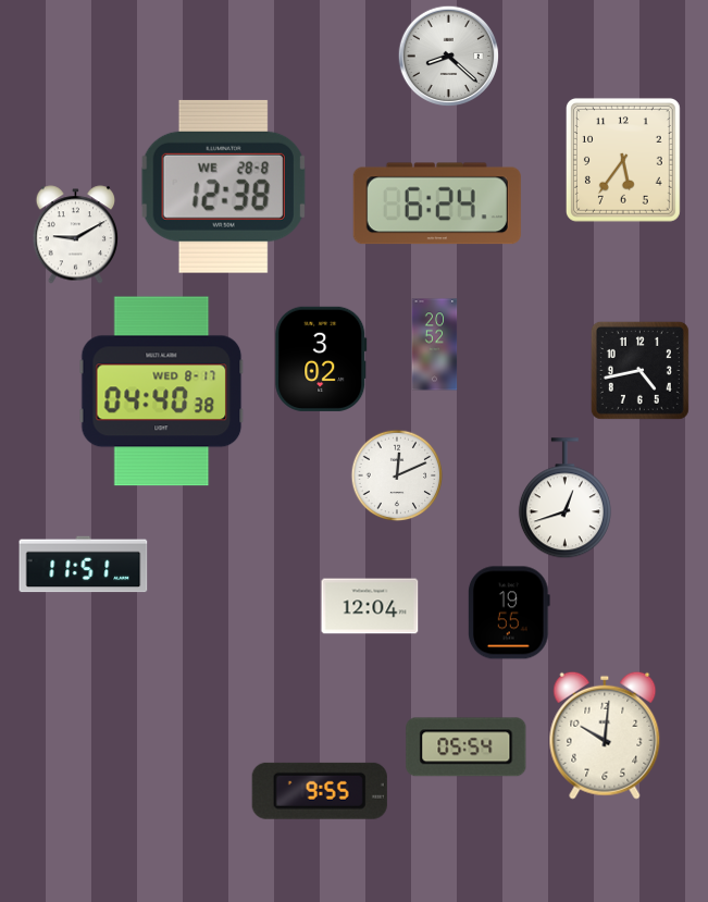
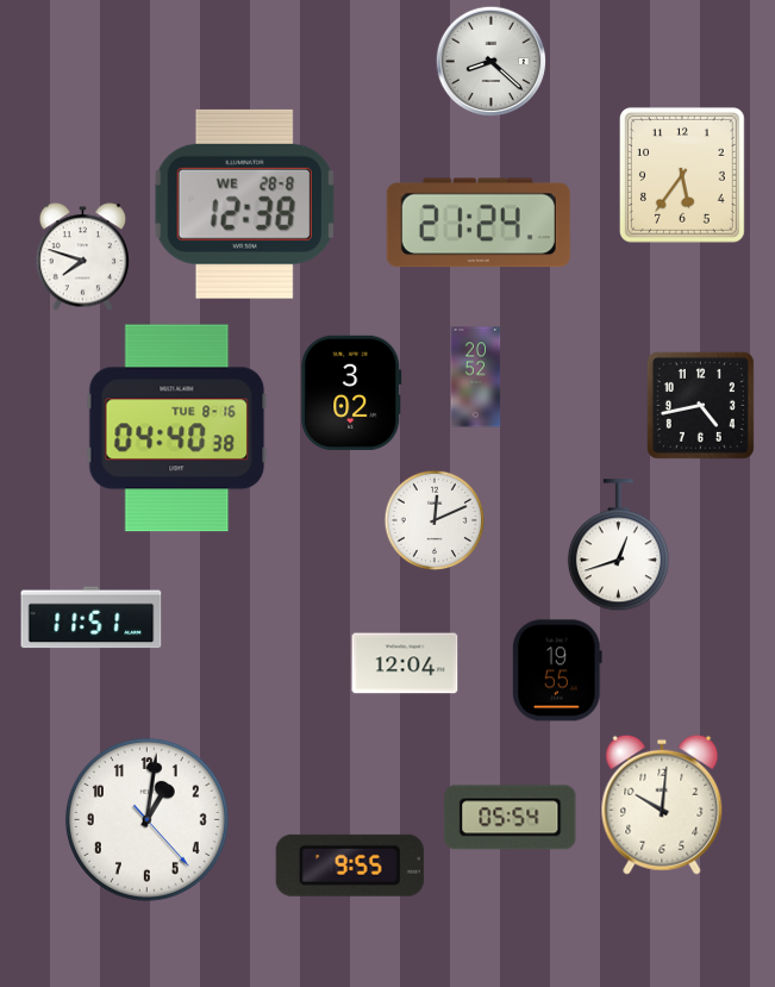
clock at (437, 203): 6:24 -> 21:24
clock at (76, 235): 9:10 -> 7:48
clock at (162, 392) date: WED 8-17 -> TUE 8-16
clock at (146, 819): none -> 1:01
